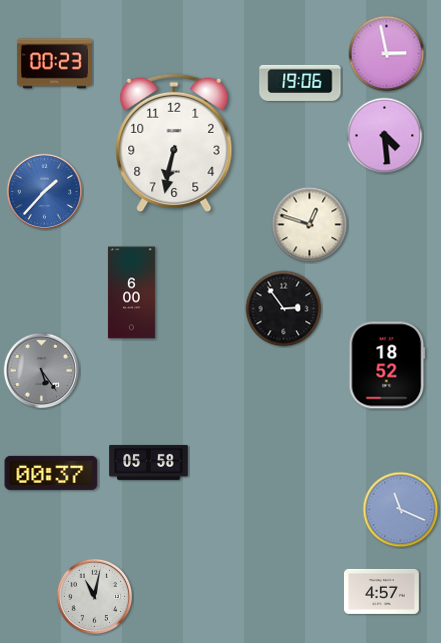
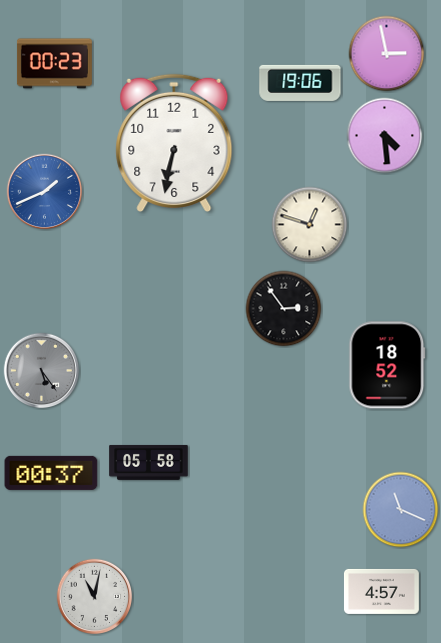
clock at (45, 192): 1:37 -> 1:41
clock at (131, 293): 6:00 -> none
